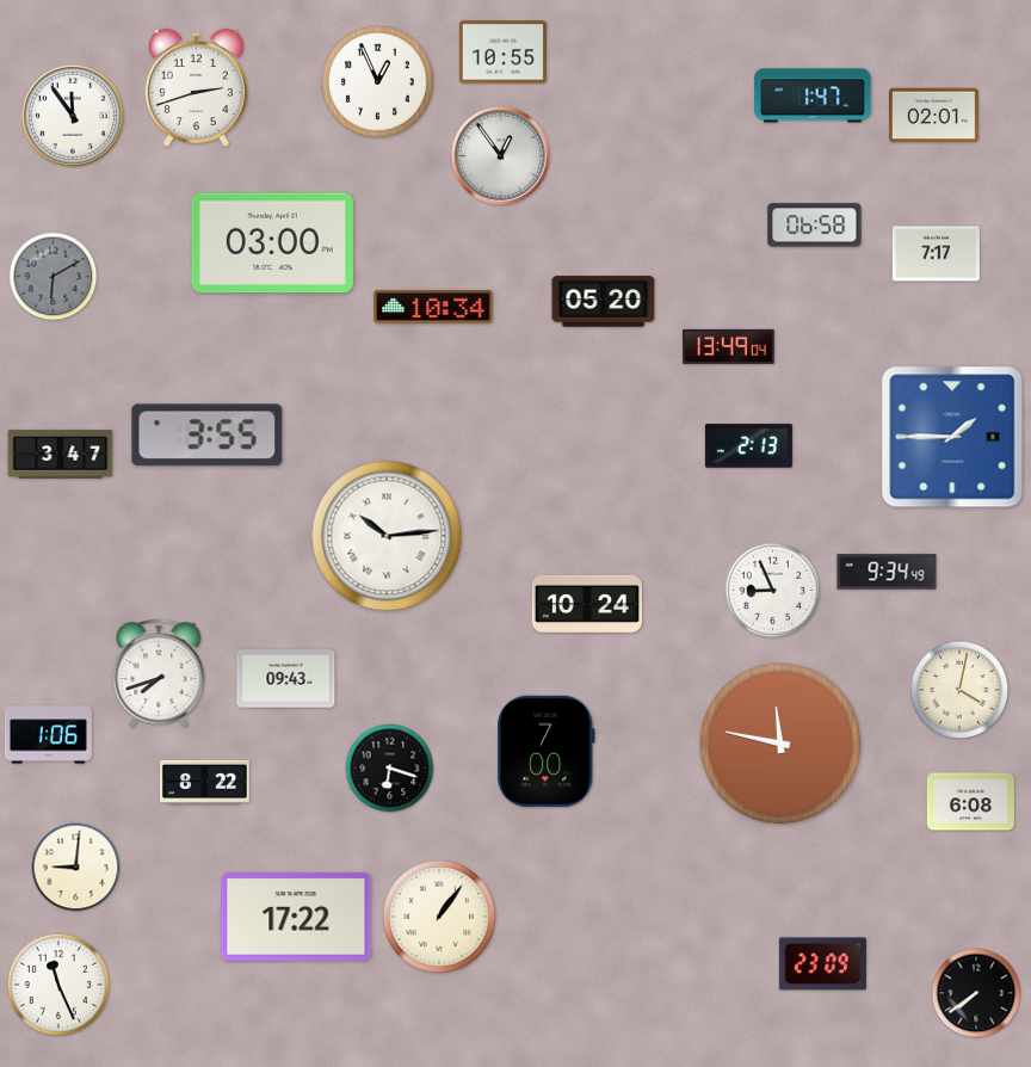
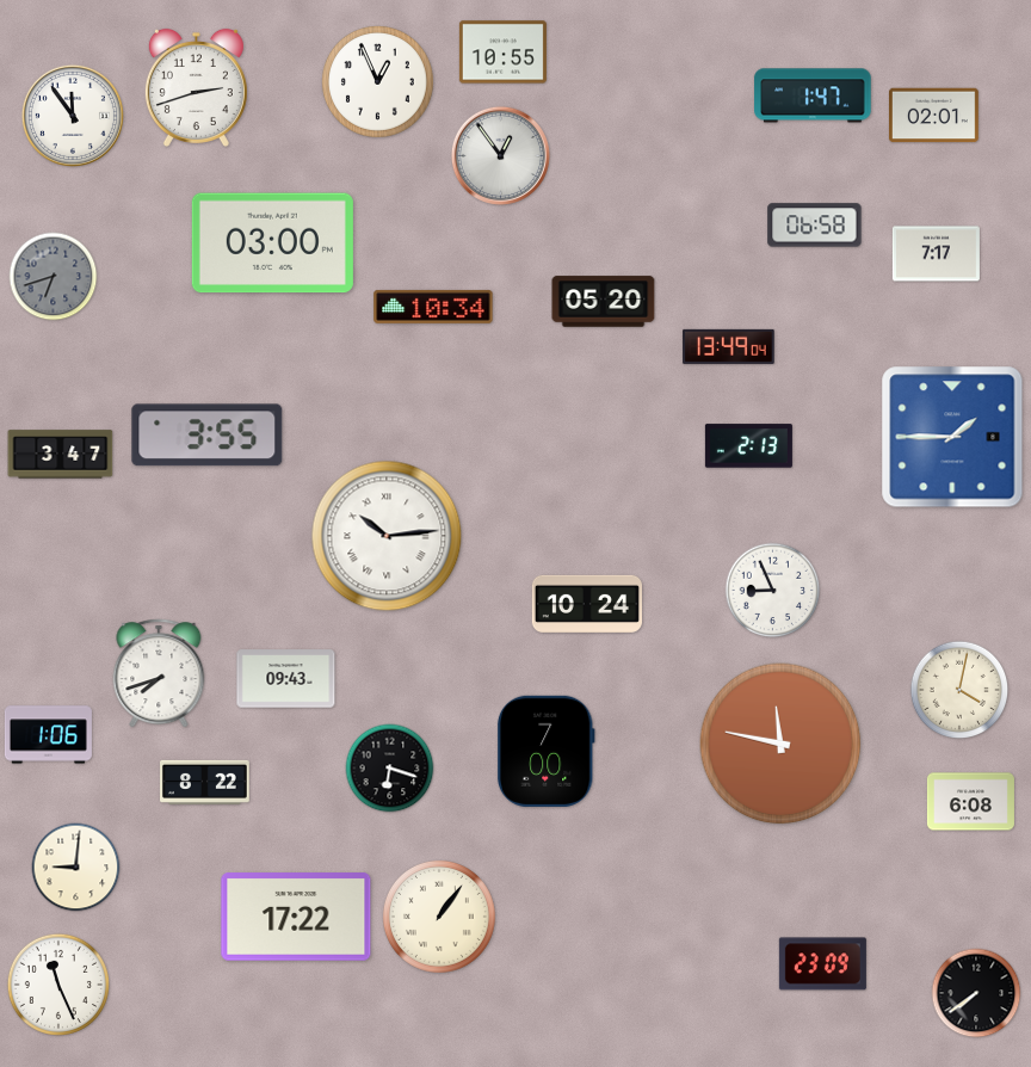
clock at (54, 277): 6:10 -> 6:42
clock at (887, 572): 9:34 -> none
